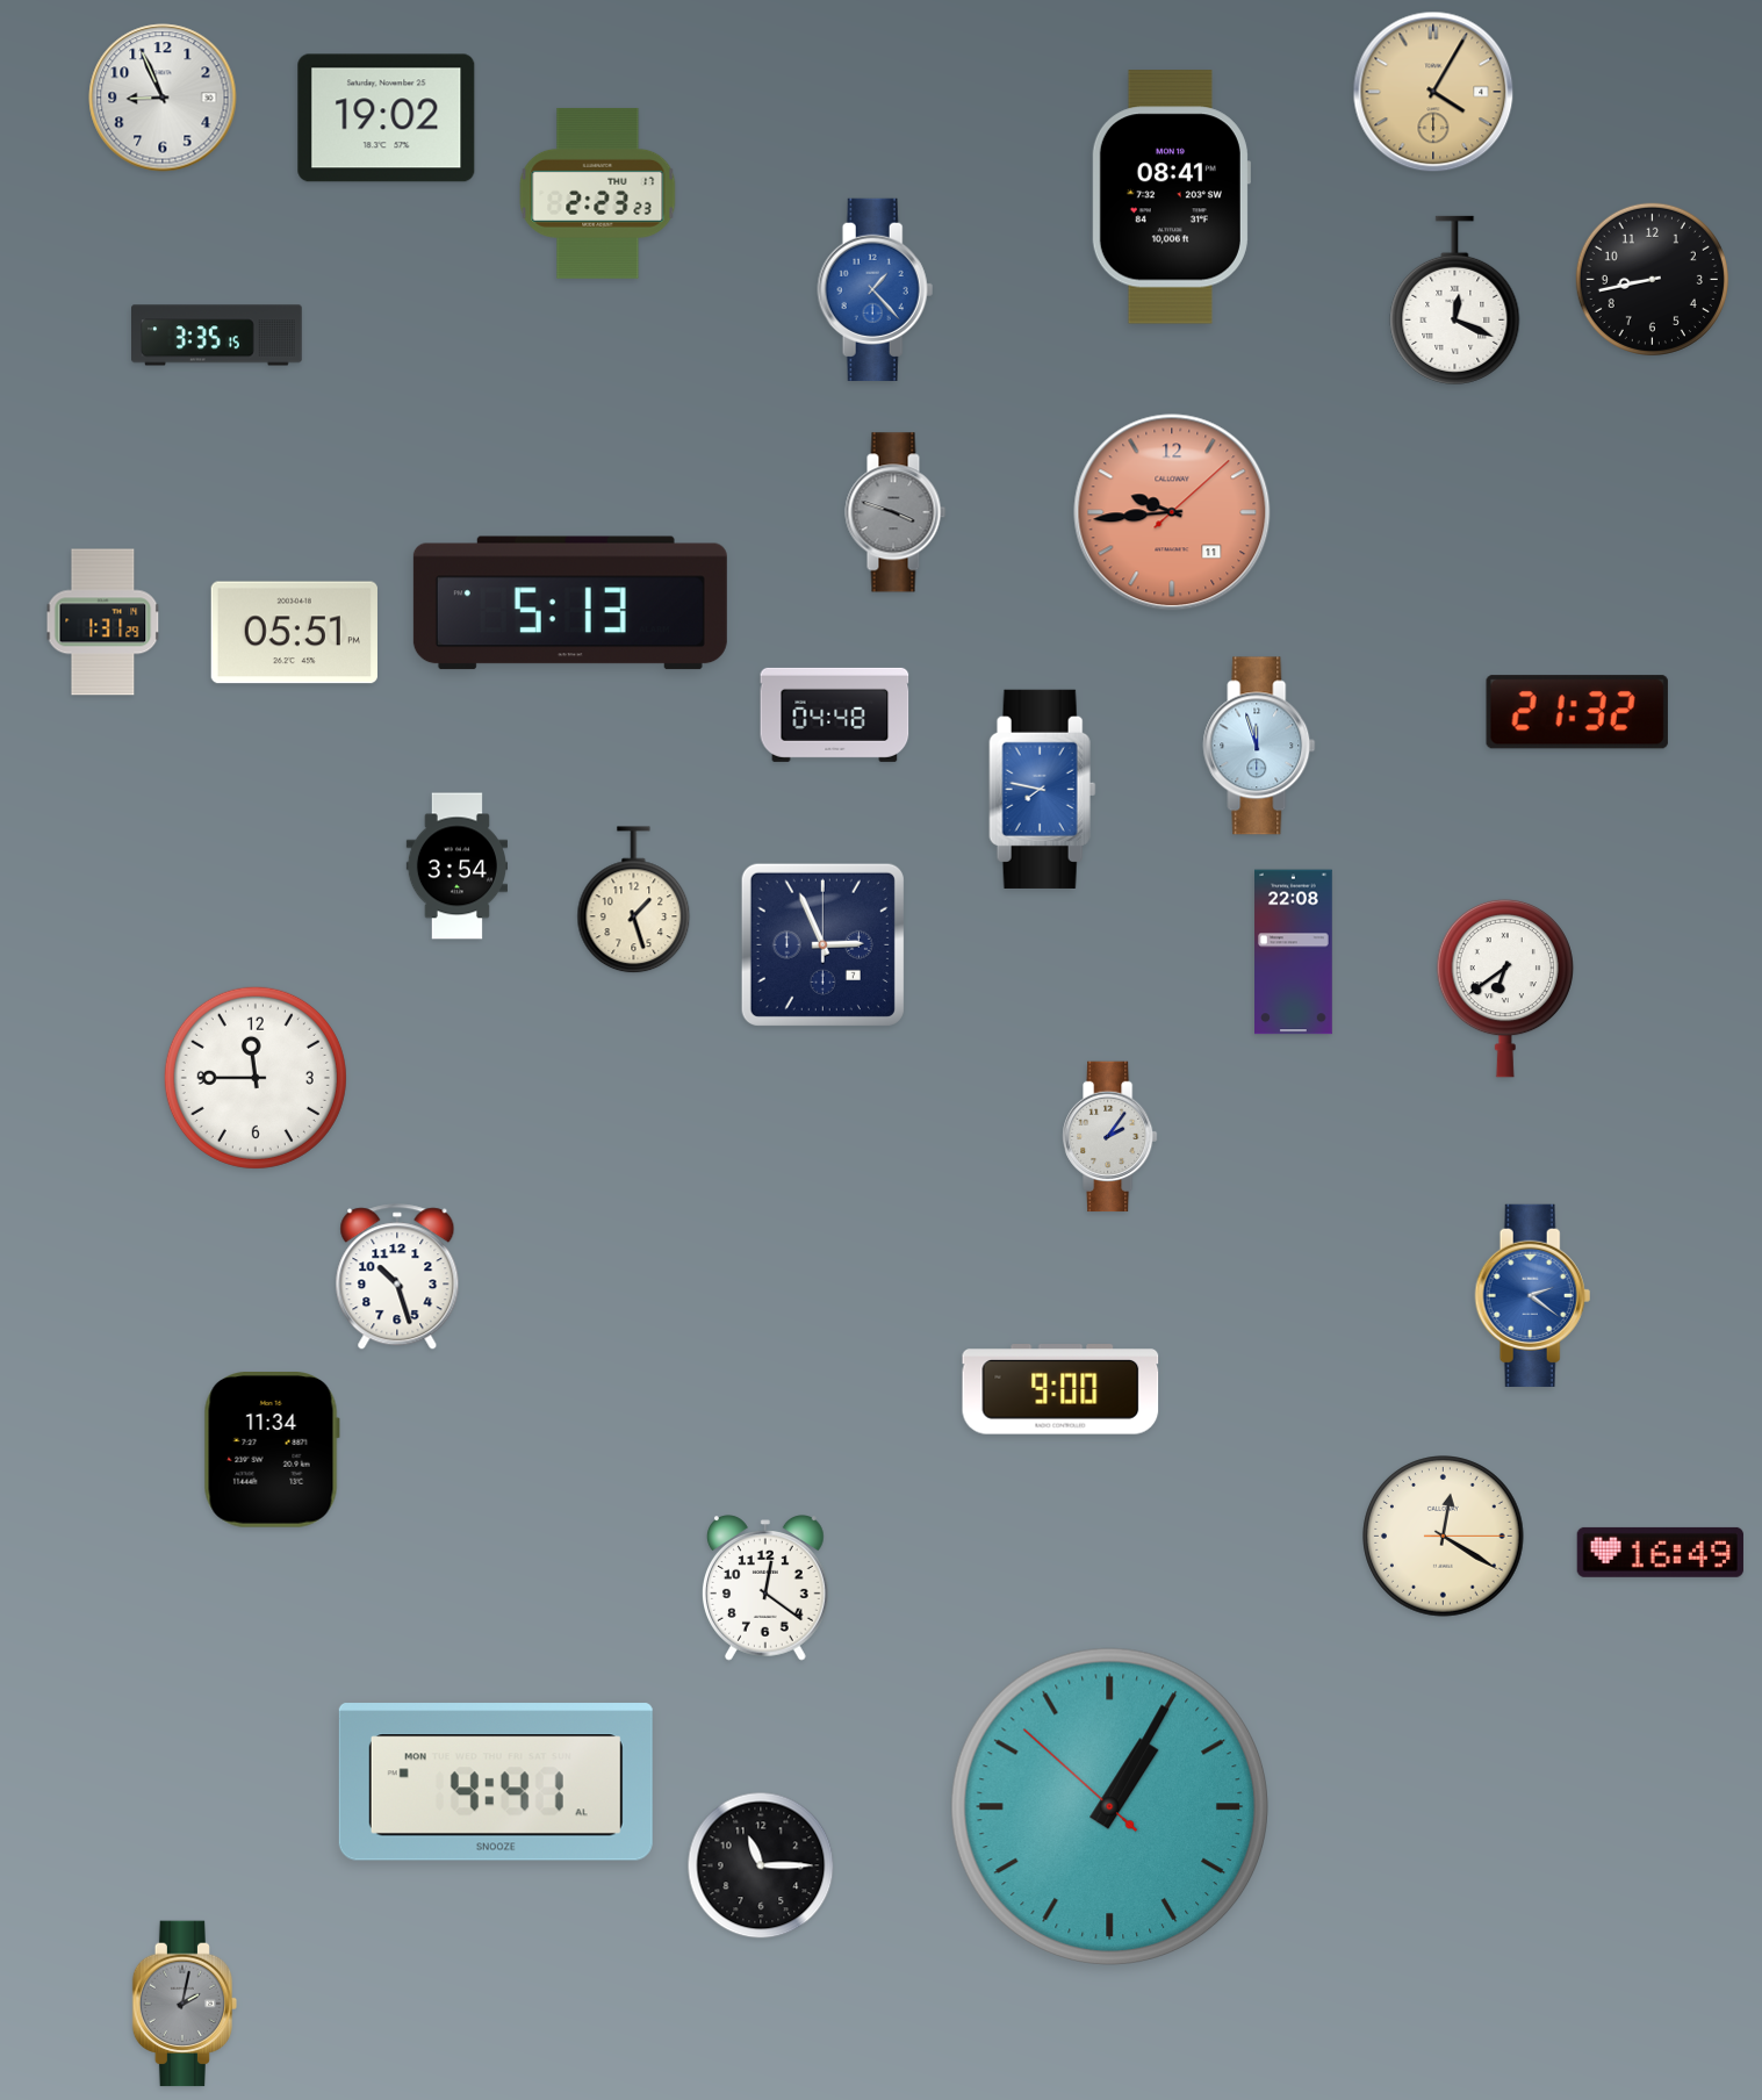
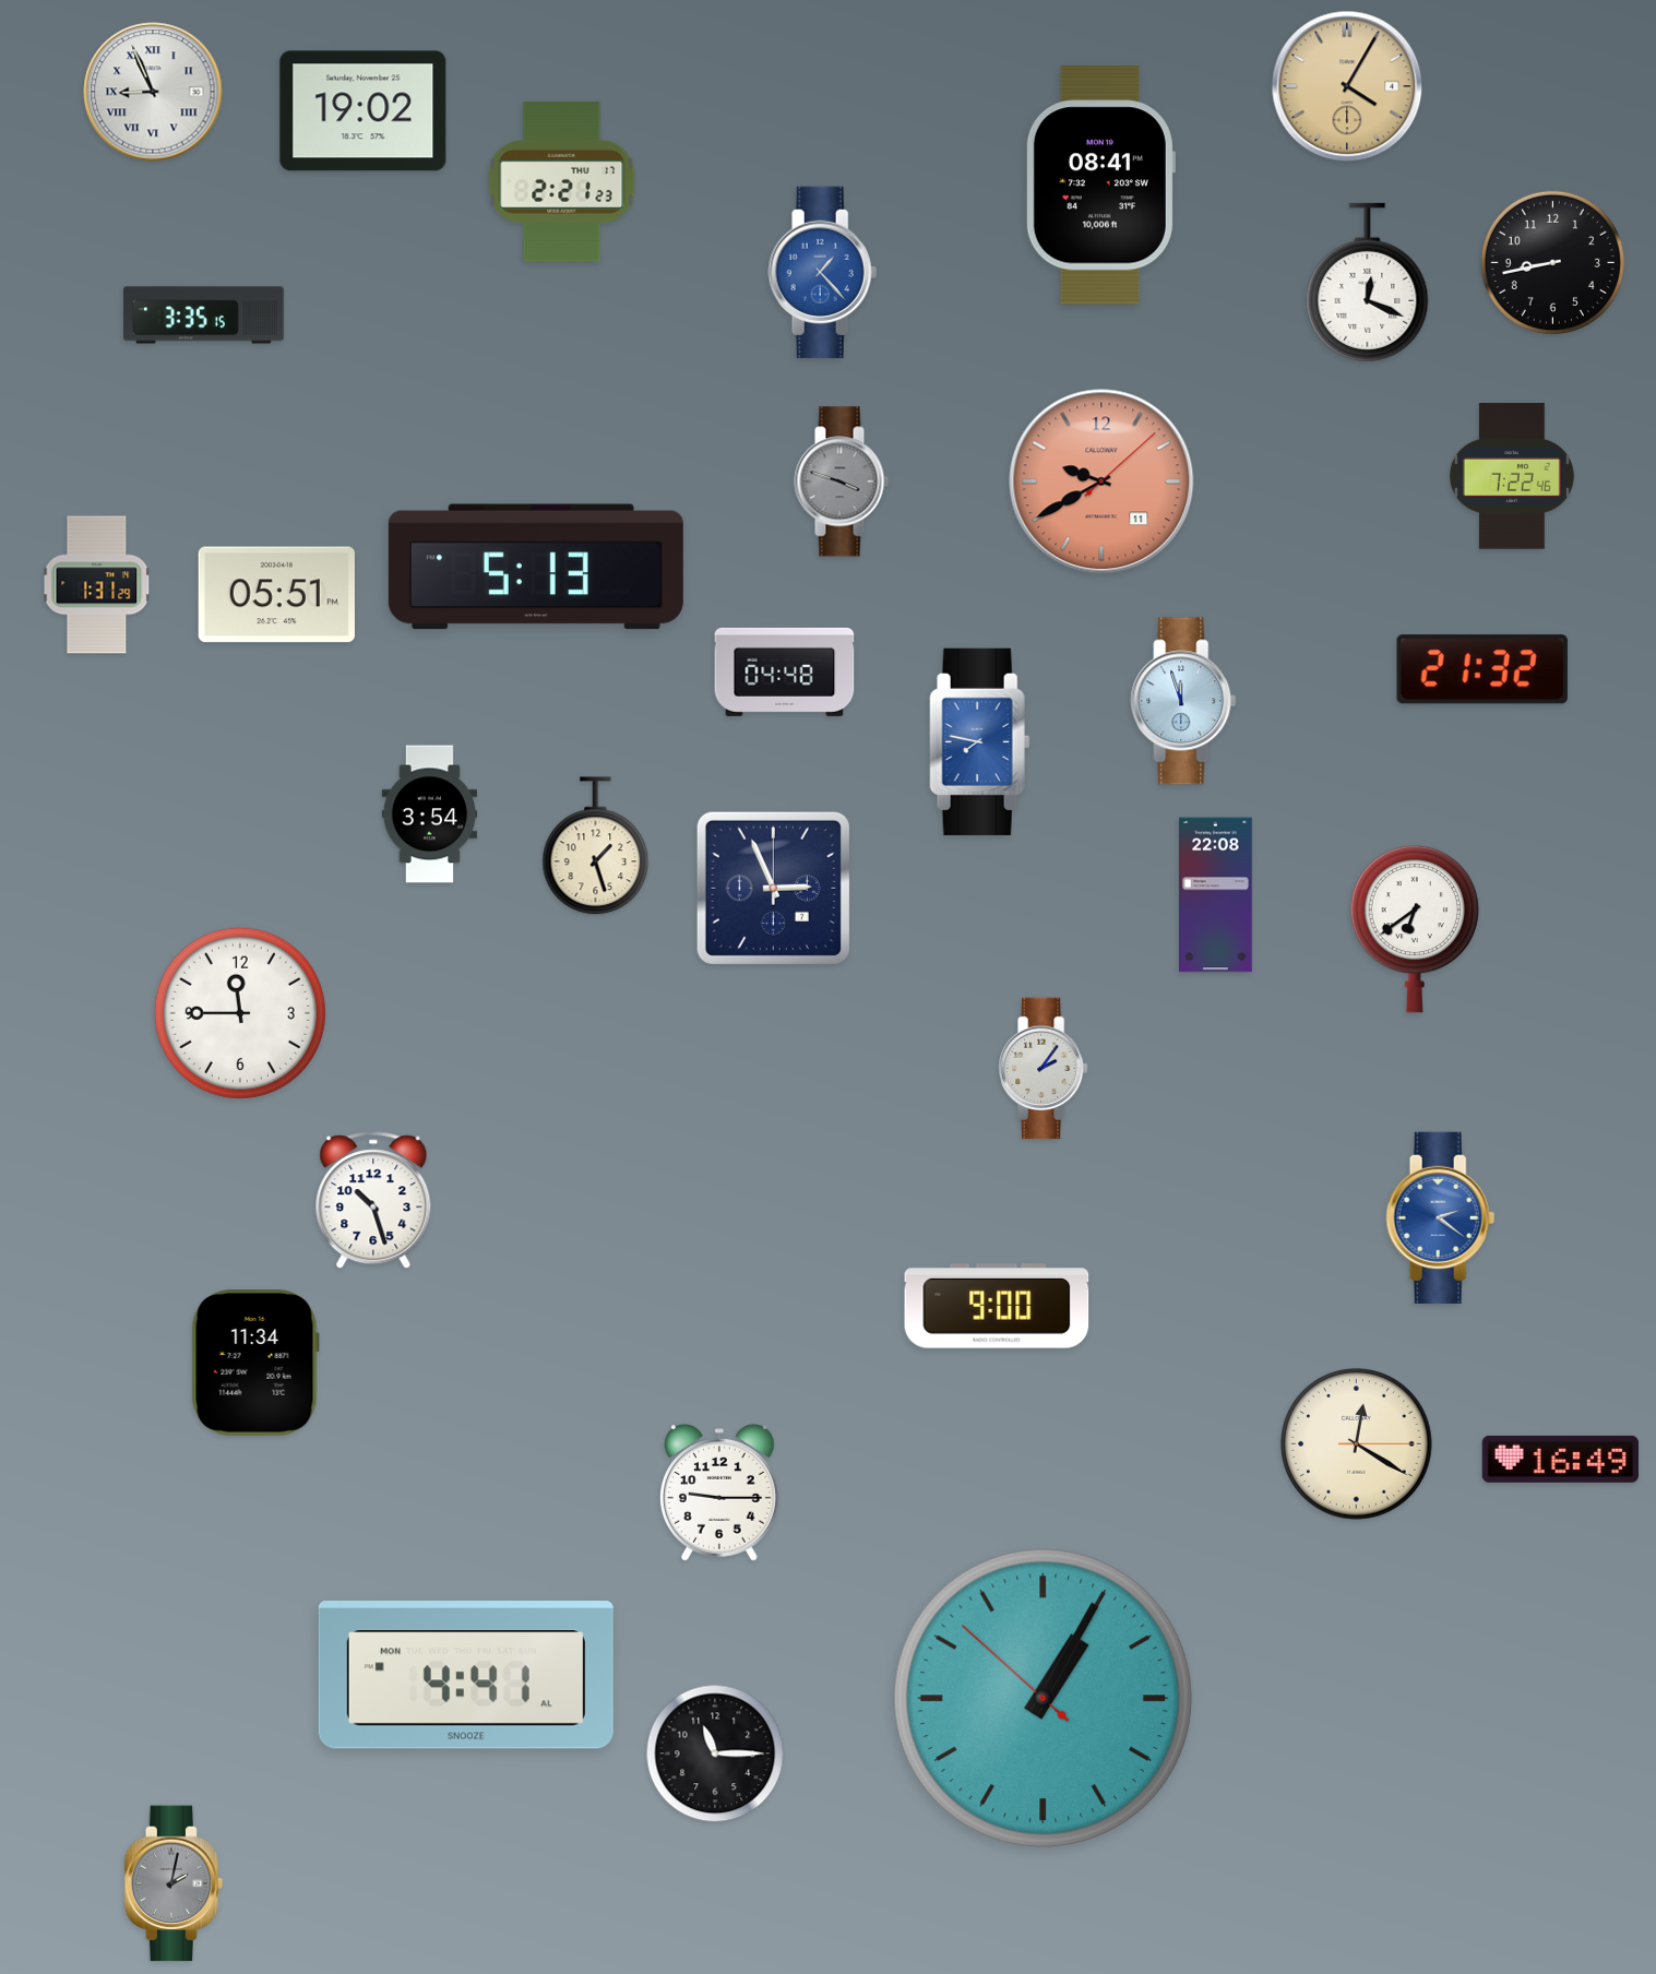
clock at (163, 98) numerals: Arabic -> Roman
clock at (598, 193): 2:23 -> 2:21
clock at (1512, 476): none -> 7:22
clock at (1172, 512): 9:44 -> 9:40
clock at (765, 1588): 12:21 -> 9:15
